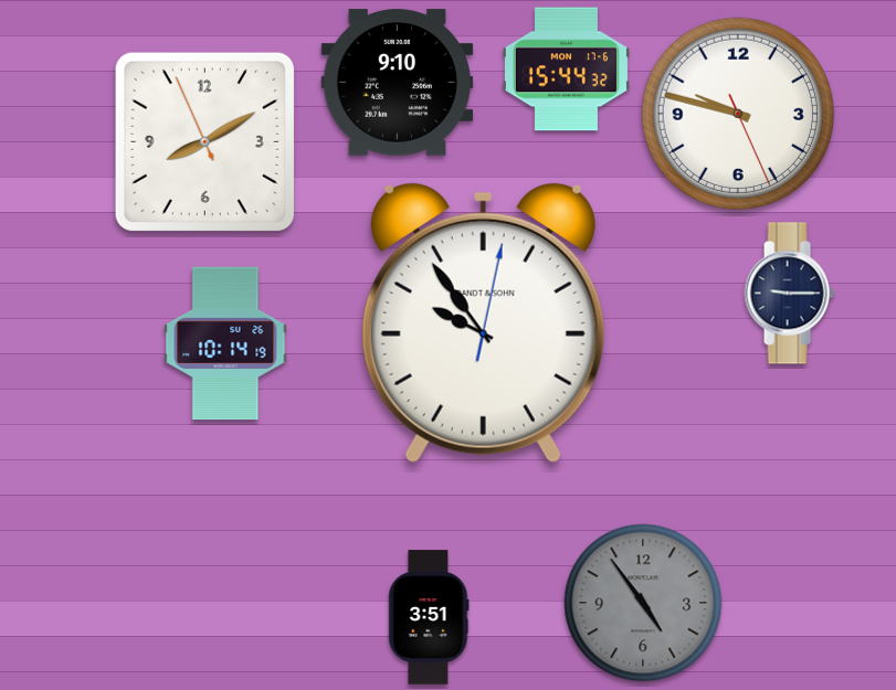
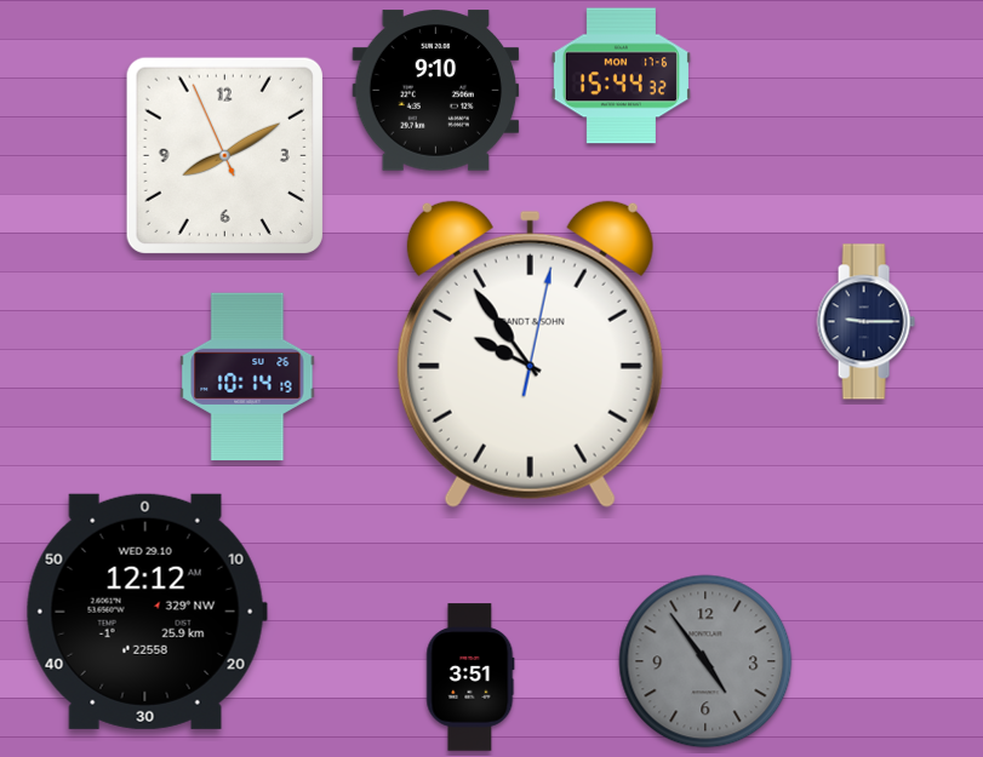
clock at (738, 114): 9:47 -> none
clock at (147, 612): none -> 12:12
